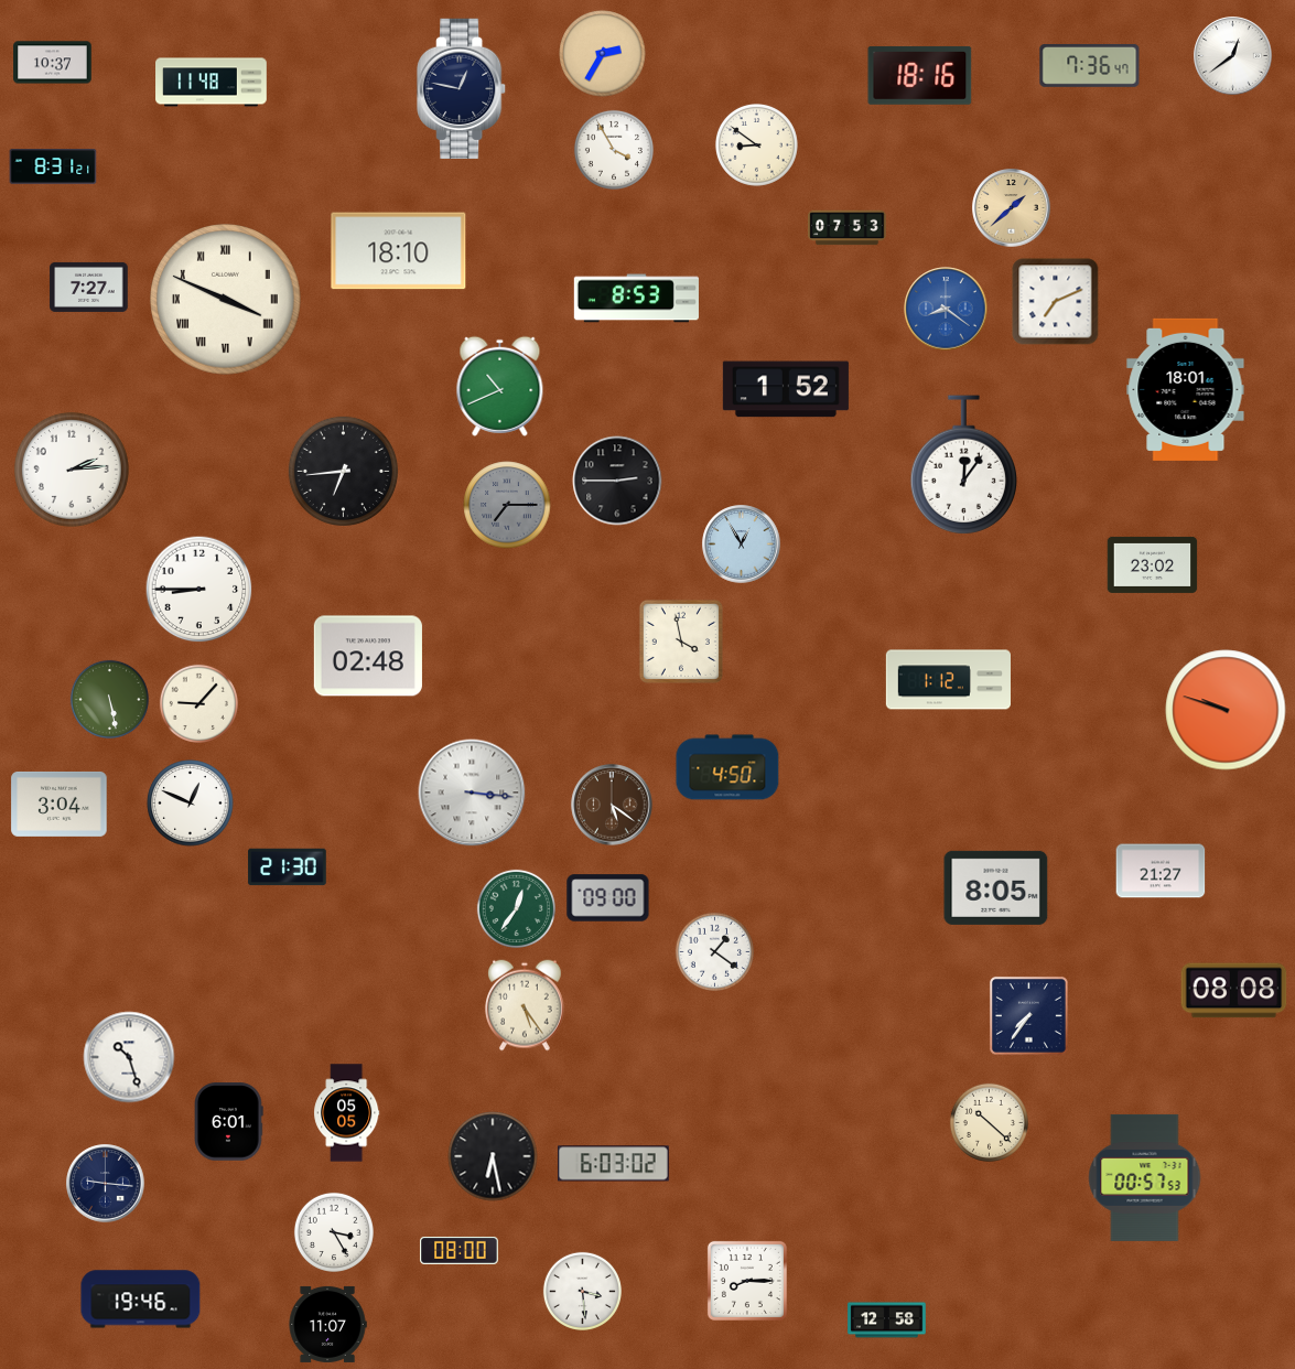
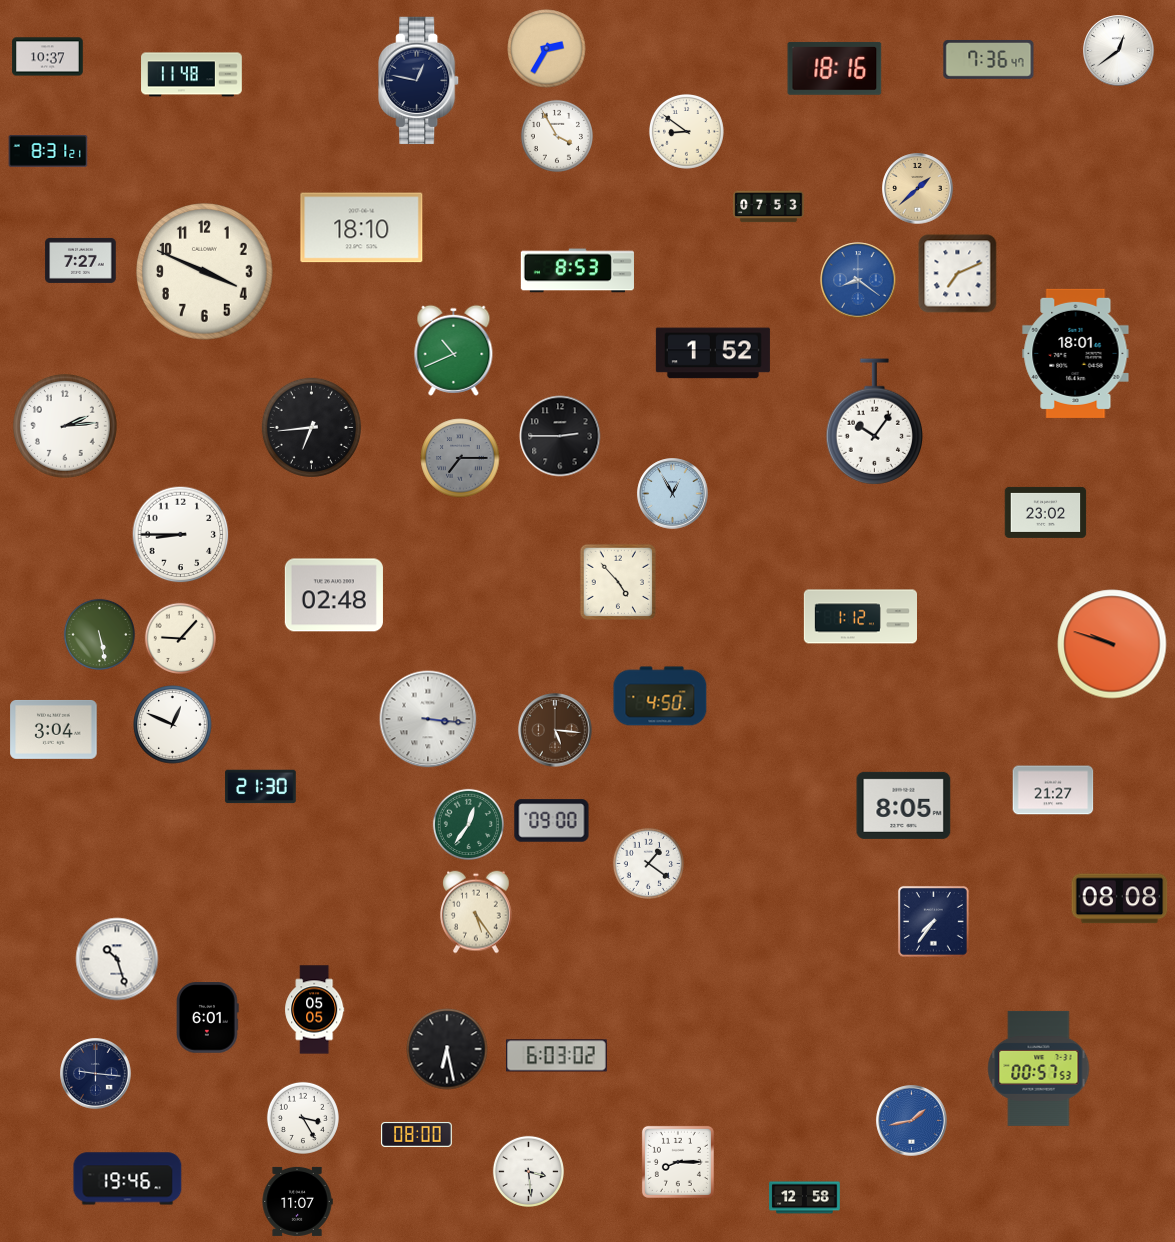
clock at (226, 300) numerals: Roman -> Arabic
clock at (963, 465): 12:06 -> 10:06
clock at (681, 642): 3:58 -> 4:53
clock at (191, 804) position: (191, 804) -> (173, 725)
clock at (612, 805): 5:21 -> 5:16
clock at (608, 898) position: (608, 898) -> (552, 821)
clock at (989, 1122): 10:22 -> none
clock at (912, 1121): none -> 1:43
